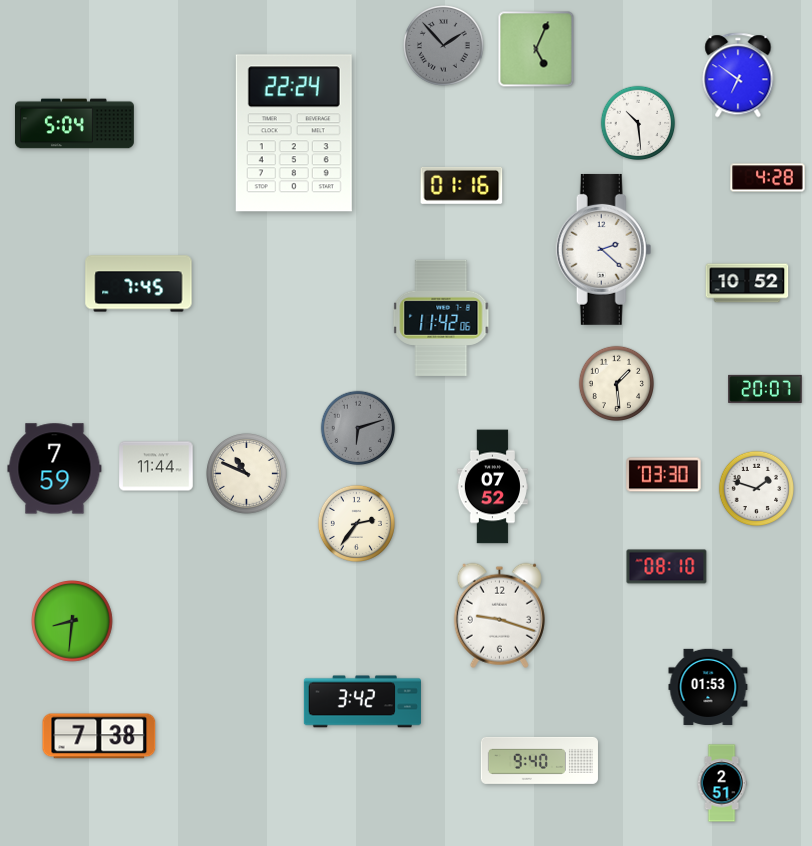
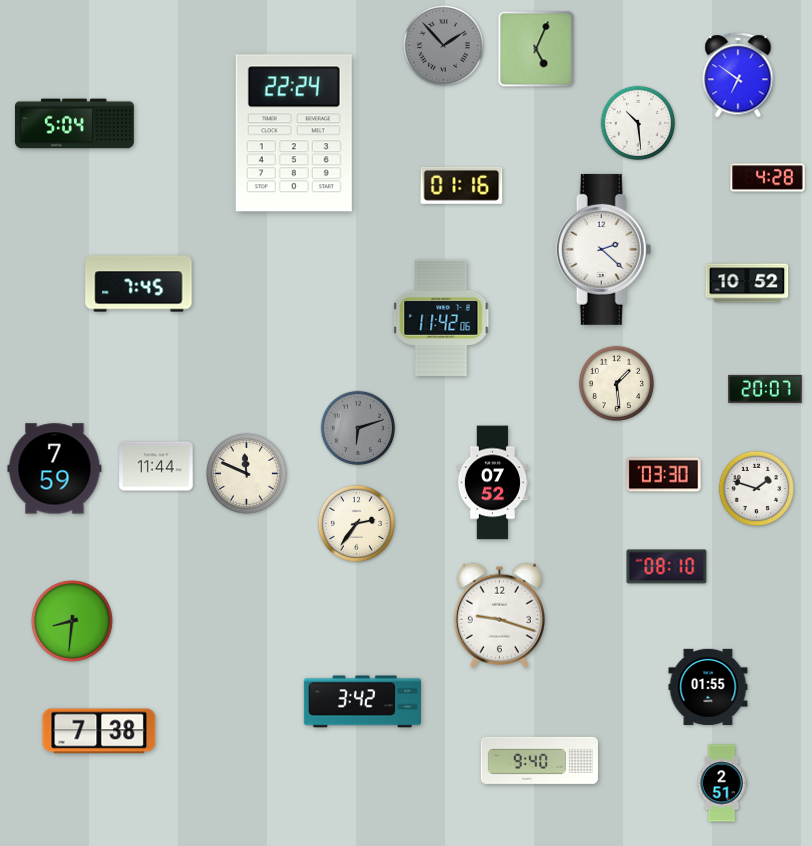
clock at (247, 474): 10:49 -> 11:49
clock at (492, 487) position: (492, 487) -> (492, 483)
clock at (708, 687): 01:53 -> 01:55
clock at (99, 736) position: (99, 736) -> (99, 731)
